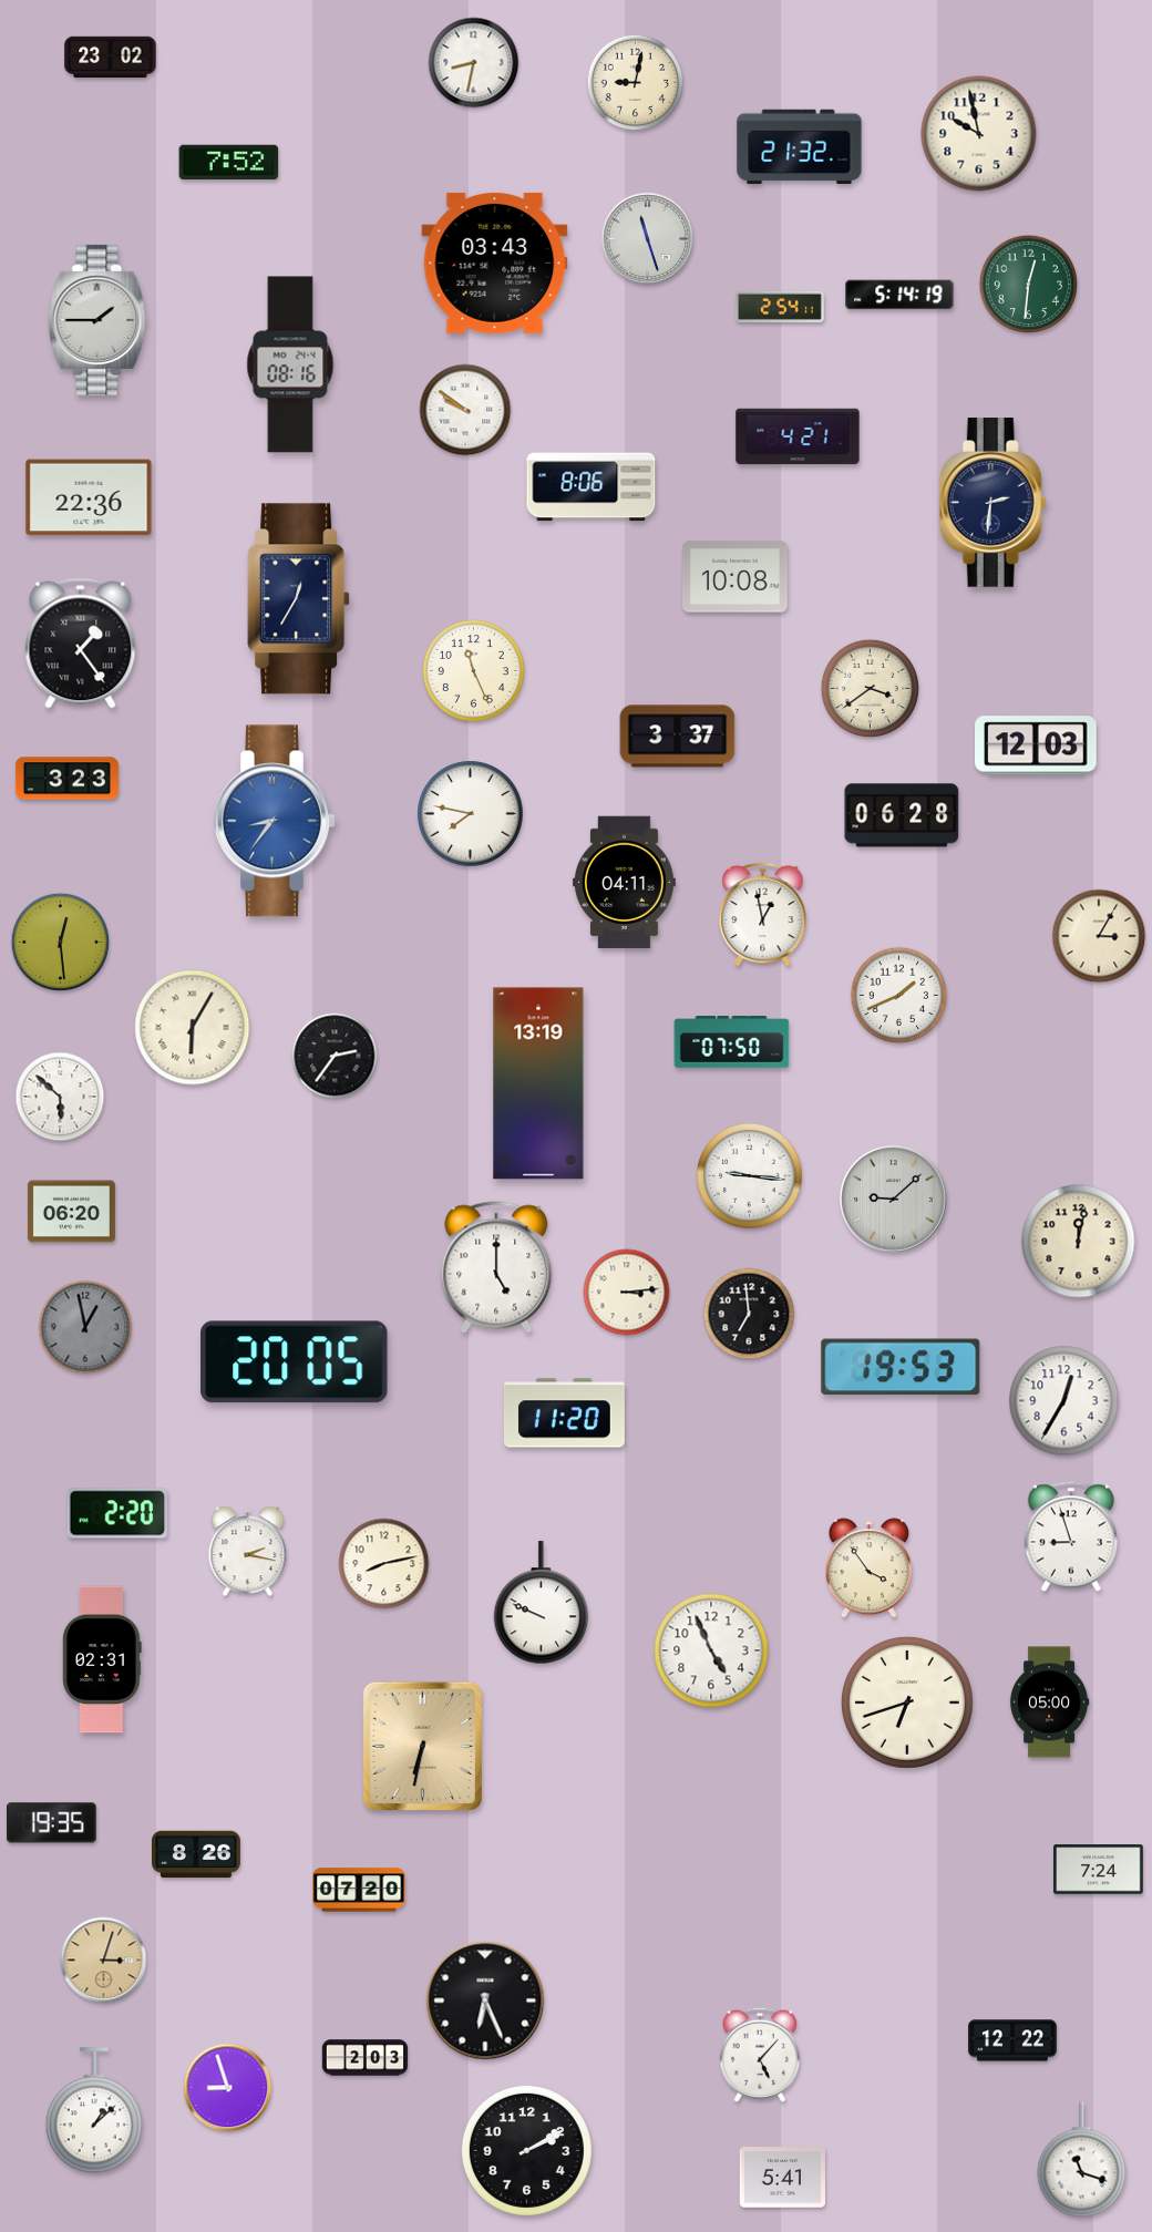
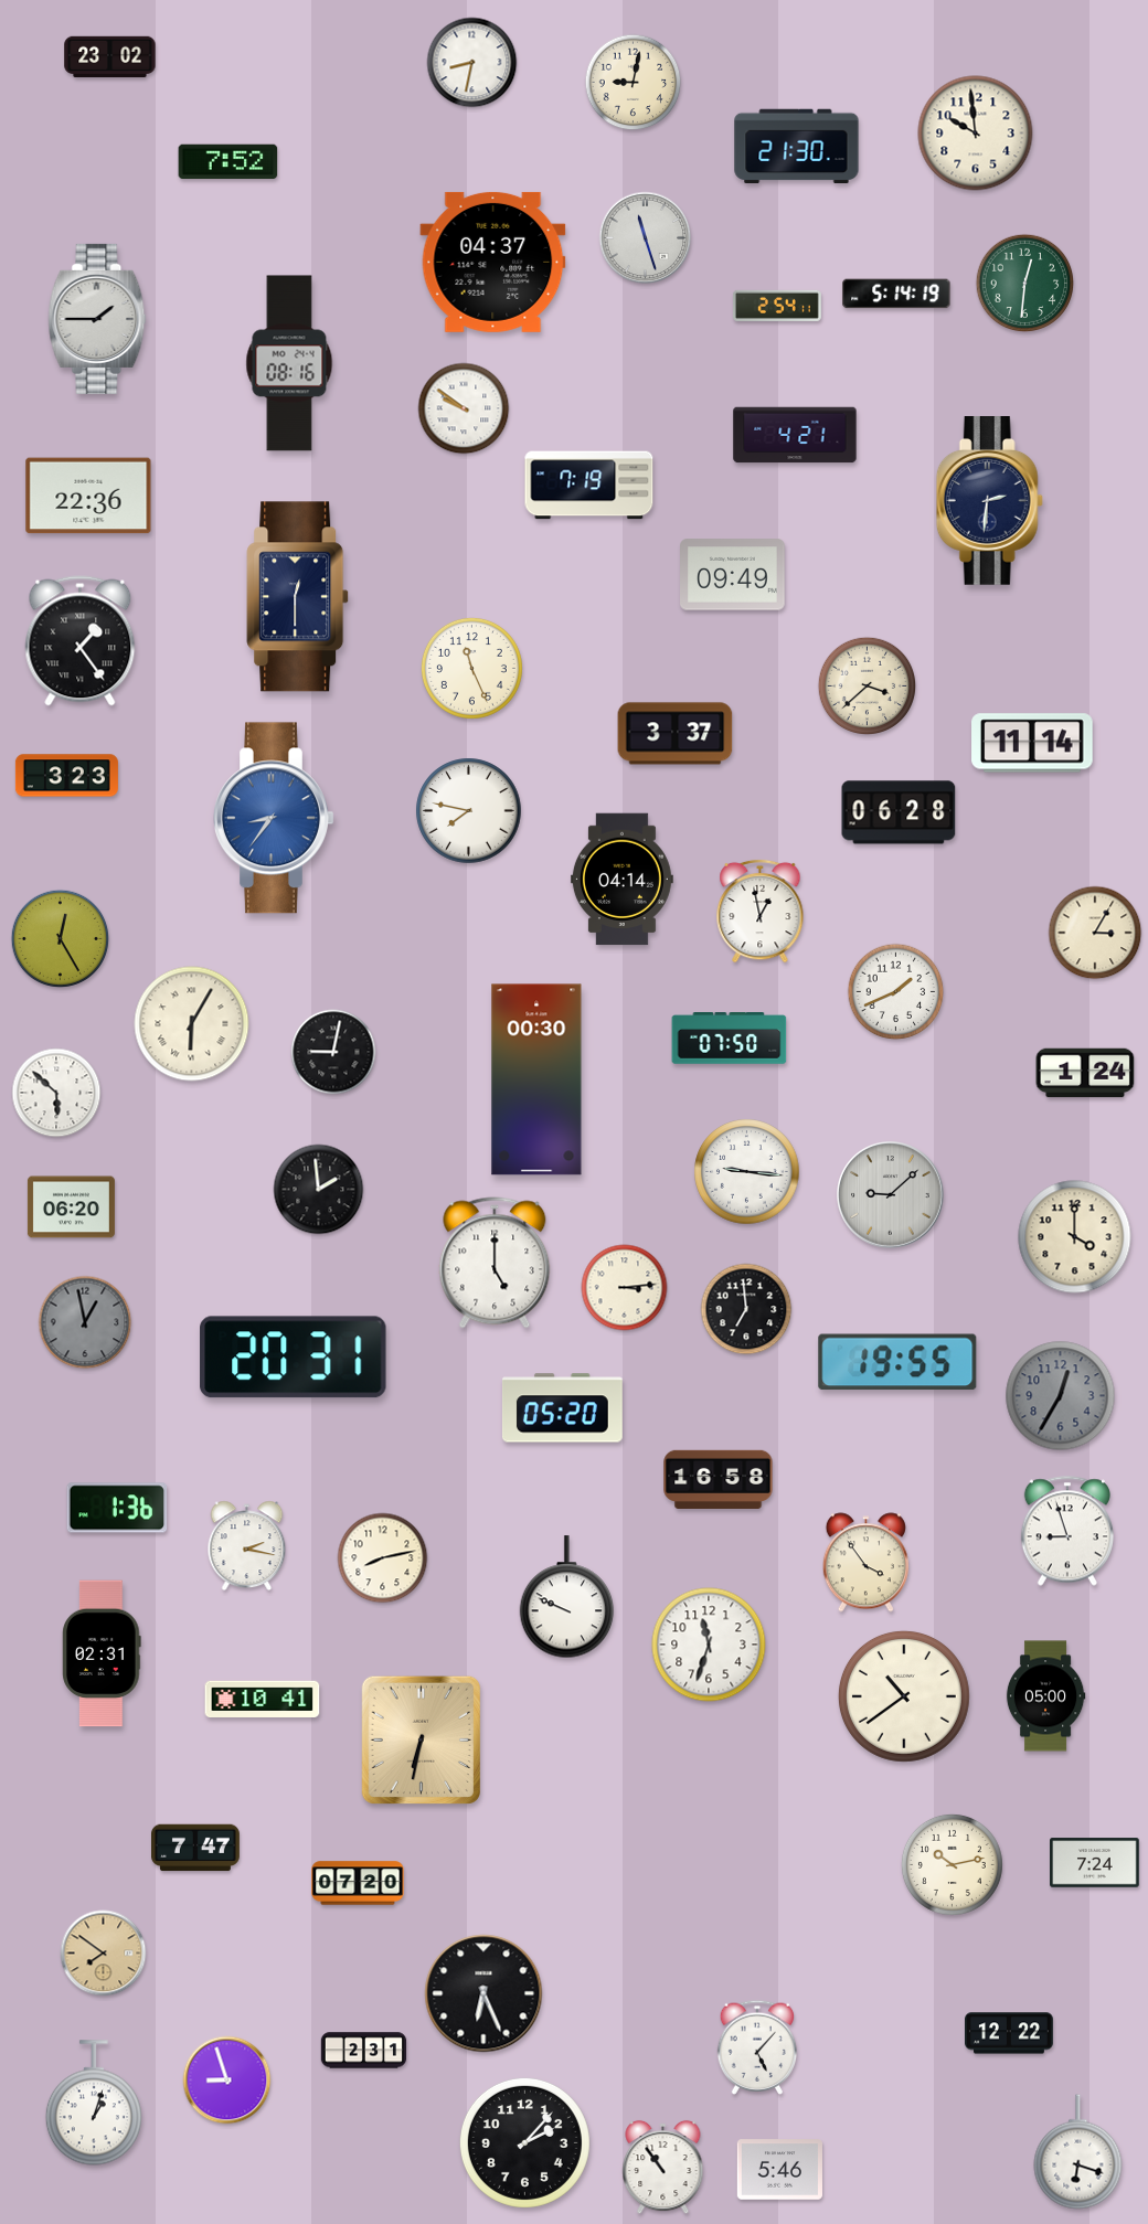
clock at (979, 134): 9:58 -> 9:59
clock at (800, 147): 21:32 -> 21:30
clock at (495, 263): 03:43 -> 04:37
clock at (592, 487): 8:06 -> 7:19
clock at (736, 577): 10:08 -> 09:49
clock at (299, 599): 12:35 -> 12:30
clock at (870, 688): 3:39 -> 3:38
clock at (1036, 745): 12:03 -> 11:14
clock at (624, 883): 04:11 -> 04:14
clock at (60, 942): 12:29 -> 12:25
clock at (335, 1056): 2:36 -> 9:02
clock at (1085, 1073): none -> 1:24
clock at (538, 1083): 13:19 -> 00:30
clock at (60, 1097) position: (60, 1097) -> (56, 1093)
clock at (319, 1190): none -> 1:59
clock at (1079, 1242): 12:02 -> 4:00
clock at (295, 1362): 20:05 -> 20:31
clock at (901, 1367): 19:53 -> 19:55
clock at (1064, 1401) dial: white -> grey
clock at (564, 1413): 11:20 -> 05:20
clock at (719, 1479): none -> 16:58
clock at (117, 1513): 2:20 -> 1:36
clock at (542, 1603) position: (542, 1603) -> (567, 1597)
clock at (711, 1650): 4:56 -> 11:33
clock at (907, 1703): 6:42 -> 10:39
clock at (263, 1699): none -> 10:41
clock at (52, 1823): 19:35 -> none
clock at (197, 1854): 8:26 -> 7:47
clock at (952, 1864): none -> 10:13
clock at (104, 1961): 3:03 -> 7:51
clock at (366, 2058): 2:03 -> 2:31
clock at (94, 2110): 1:08 -> 1:03
clock at (526, 2150): 2:10 -> 2:07
clock at (1082, 2160): 11:18 -> 6:18
clock at (663, 2168): none -> 10:54
clock at (783, 2178): 5:41 -> 5:46
